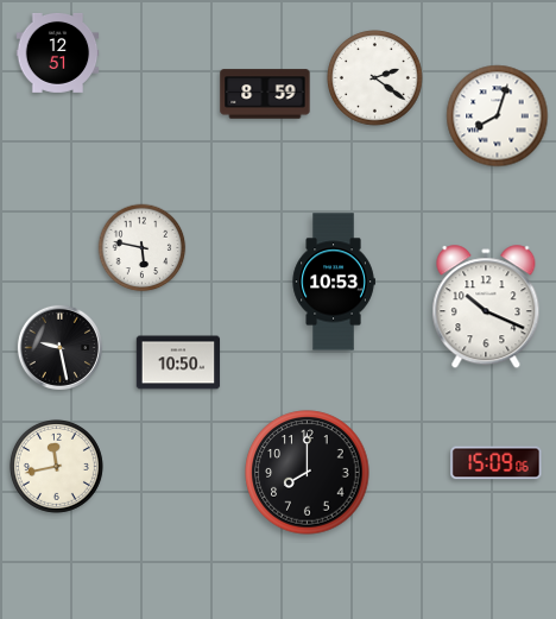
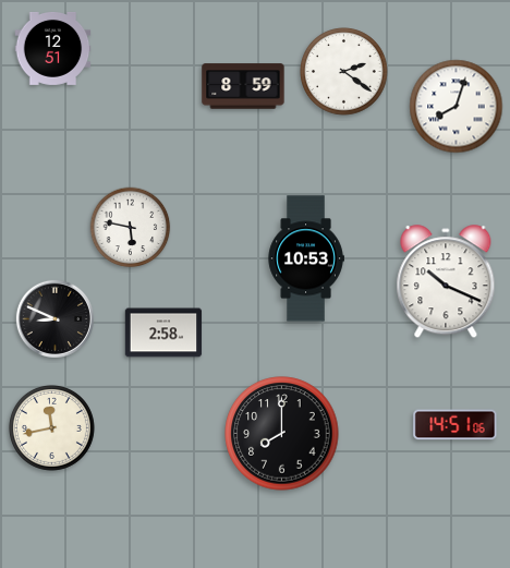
clock at (59, 347): 9:28 -> 8:49
clock at (178, 362): 10:50 -> 2:58
clock at (497, 463): 15:09 -> 14:51
